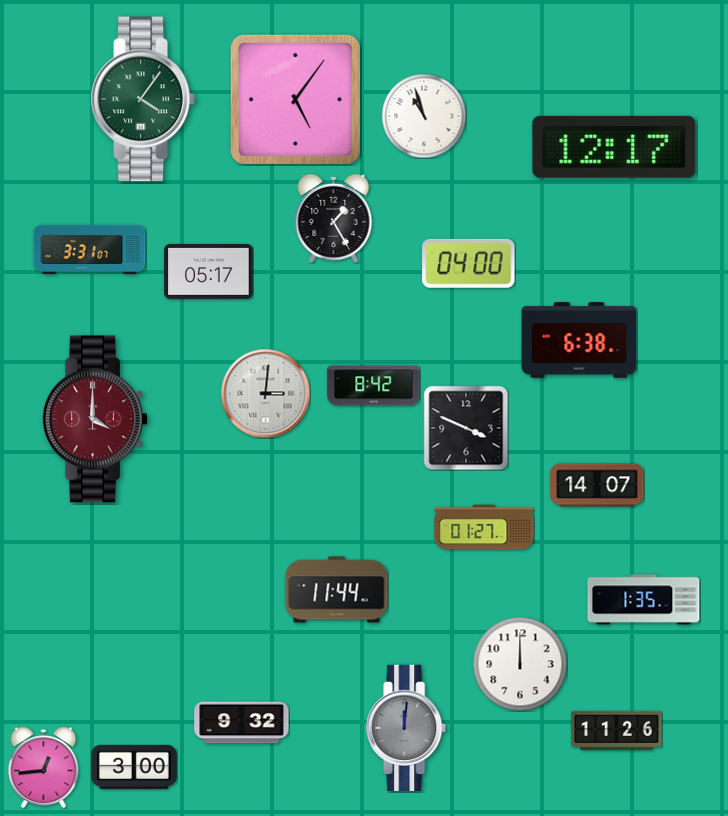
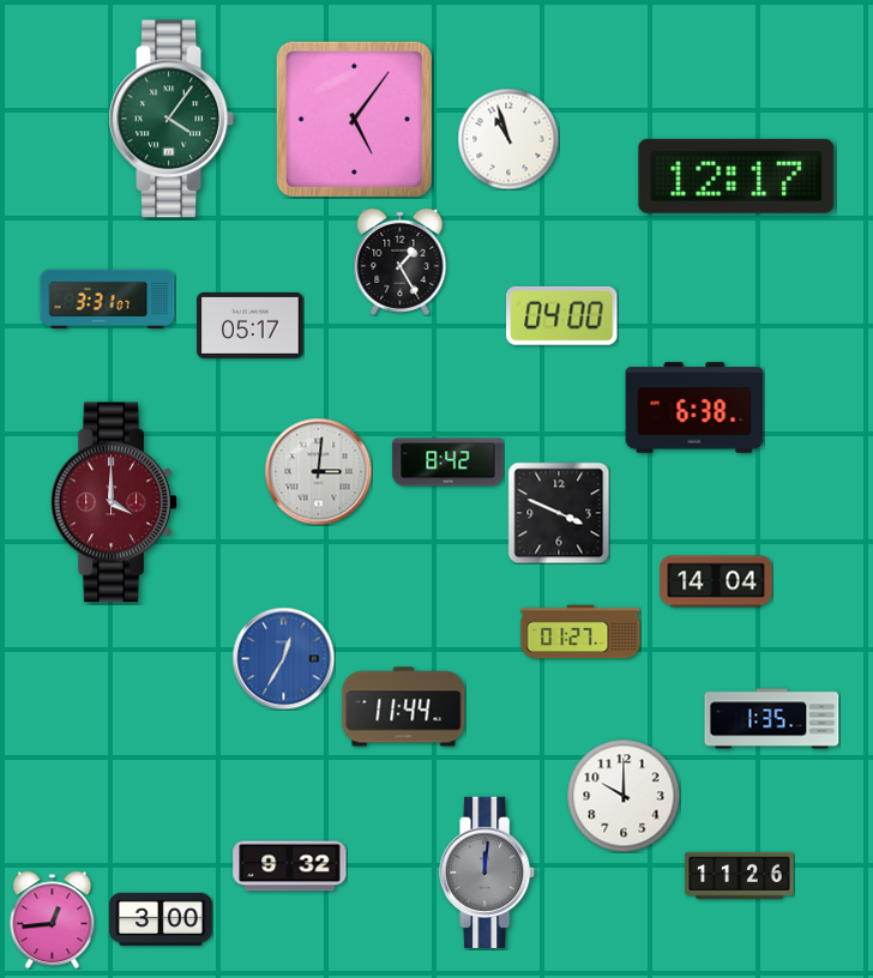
clock at (597, 485): 14:07 -> 14:04
clock at (283, 658): none -> 12:35
clock at (520, 664): 12:00 -> 10:00
